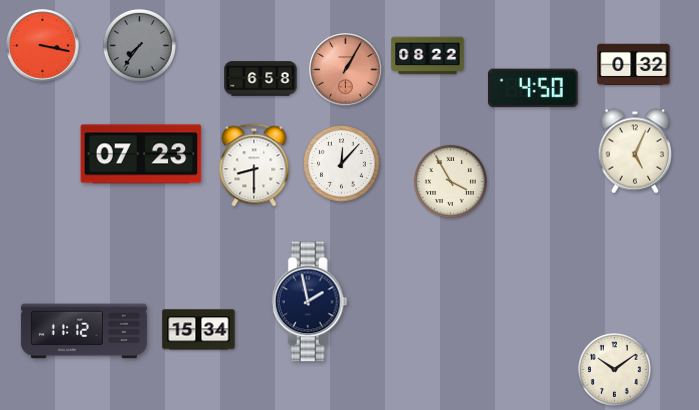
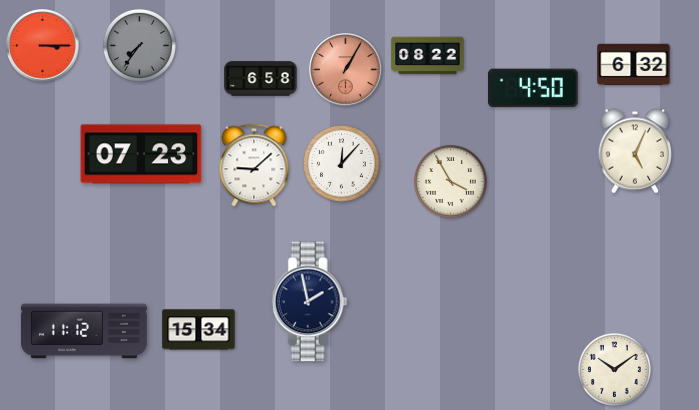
clock at (43, 46): 3:17 -> 3:15
clock at (634, 65): 0:32 -> 6:32
clock at (254, 165): 8:30 -> 9:08
